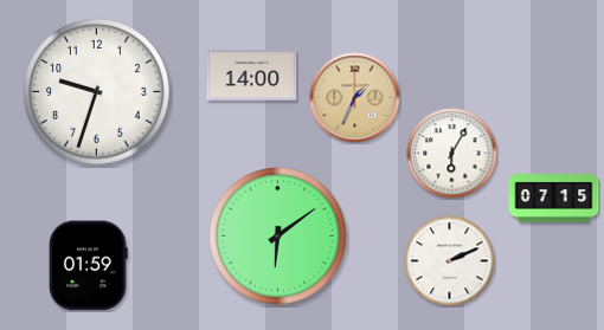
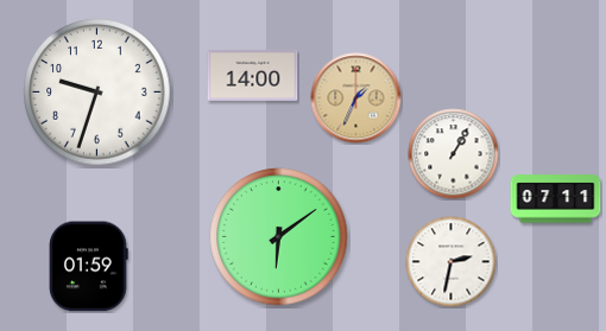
clock at (452, 154): 6:05 -> 1:05
clock at (554, 199): 07:15 -> 07:11
clock at (450, 261): 2:11 -> 2:32
